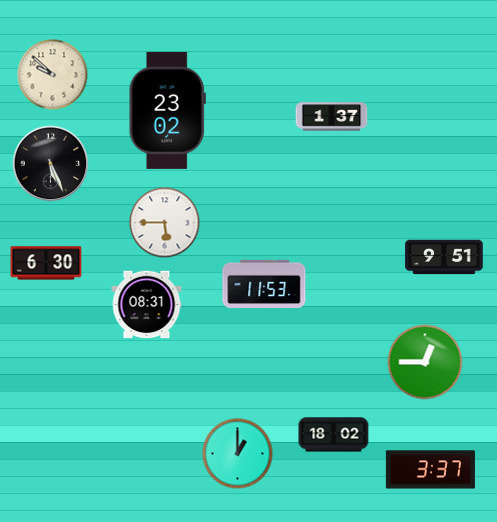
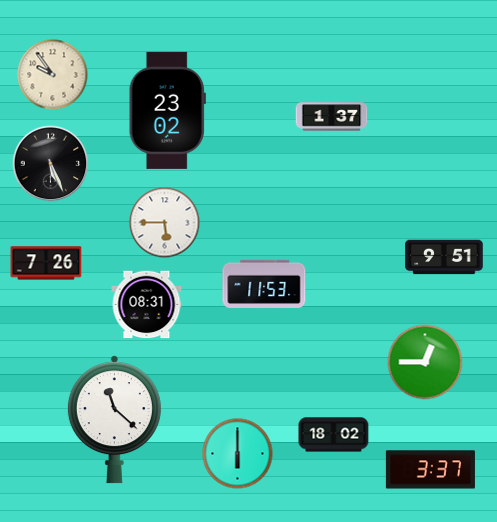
clock at (53, 75): 9:52 -> 9:54
clock at (46, 263): 6:30 -> 7:26
clock at (114, 420): none -> 11:22
clock at (238, 454): 1:00 -> 6:00
